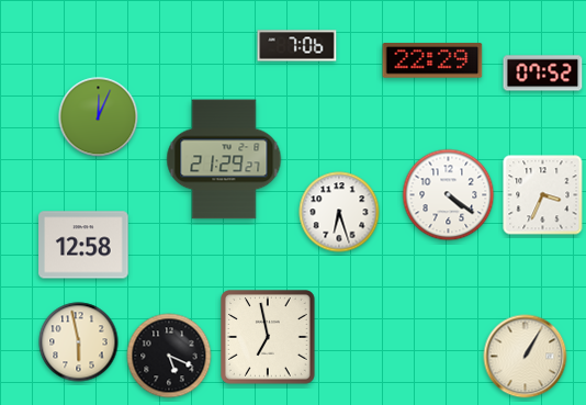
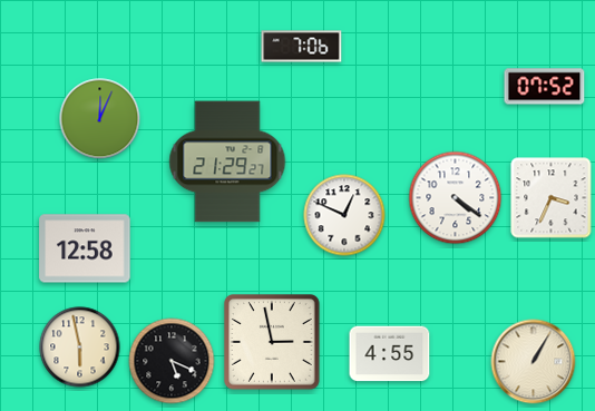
clock at (432, 60): 22:29 -> none
clock at (543, 74) position: (543, 74) -> (545, 87)
clock at (339, 212): 6:27 -> 12:49
clock at (269, 338): 6:58 -> 2:58
clock at (390, 354): none -> 4:55
